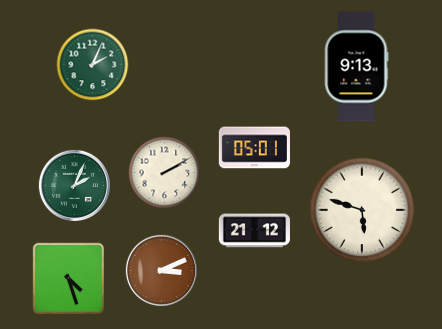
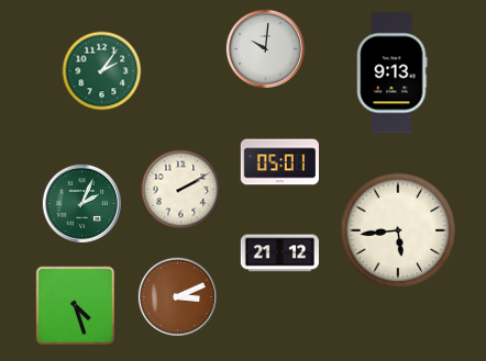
clock at (265, 48): none -> 10:01
clock at (93, 65): 2:04 -> 2:06
clock at (362, 210): 5:48 -> 5:44
